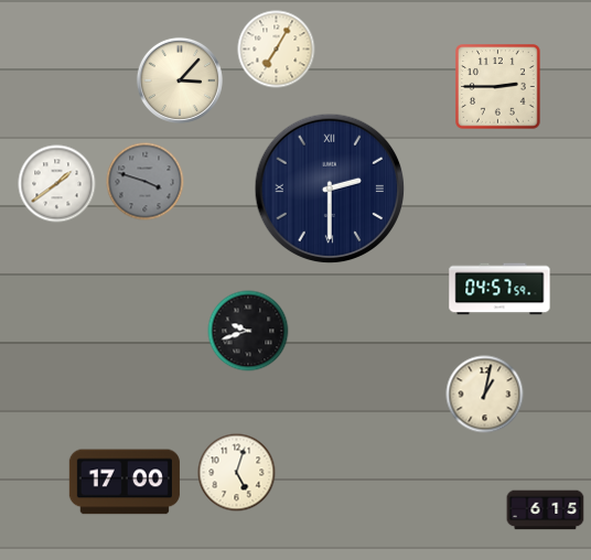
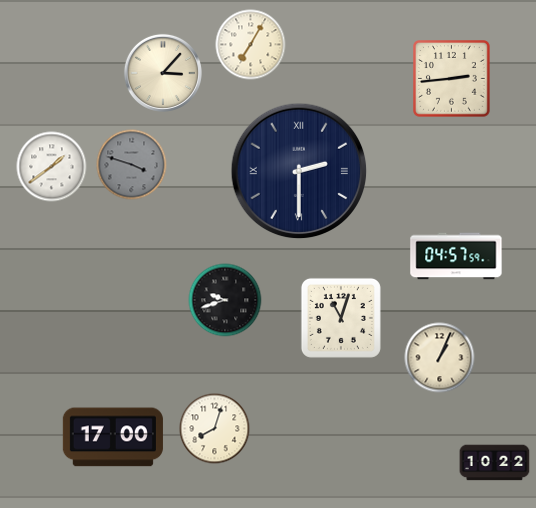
clock at (498, 87): 2:45 -> 2:44
clock at (499, 289) position: (499, 289) -> (456, 256)
clock at (341, 318): none -> 11:03
clock at (485, 395): 1:02 -> 1:04
clock at (237, 473): 5:03 -> 8:03
clock at (546, 510): 6:15 -> 10:22
